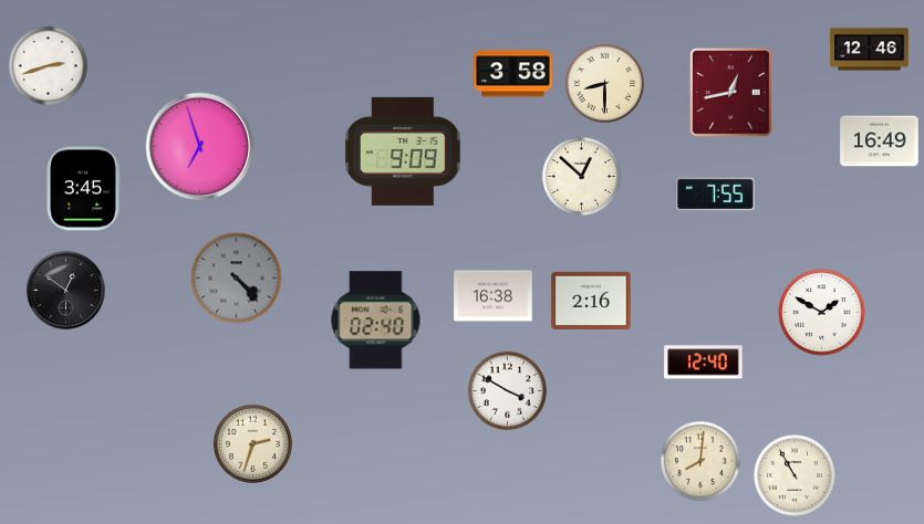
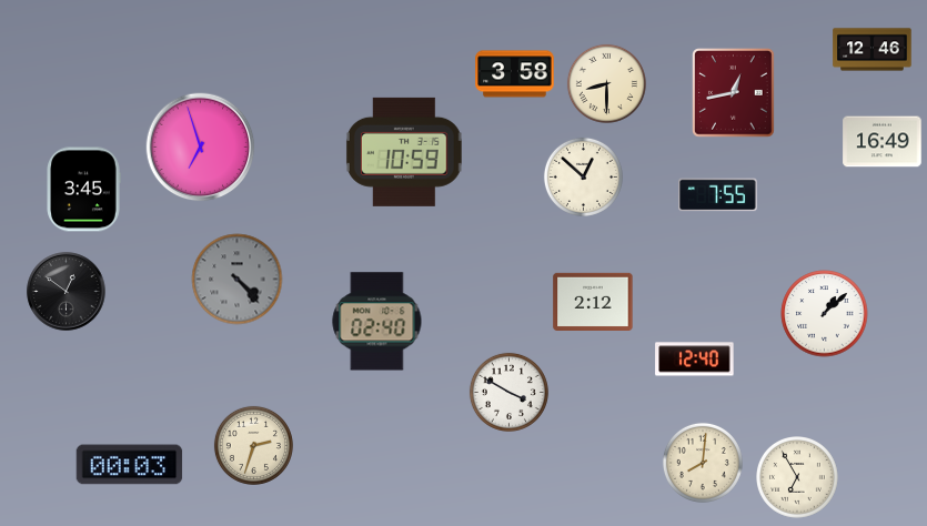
clock at (48, 65): 2:42 -> none
clock at (403, 151): 9:09 -> 10:59
clock at (494, 296): 16:38 -> none
clock at (591, 300): 2:16 -> 2:12
clock at (822, 313): 1:50 -> 1:08
clock at (704, 363) position: (704, 363) -> (695, 360)
clock at (130, 465): none -> 00:03
clock at (796, 476): 10:55 -> 6:55
